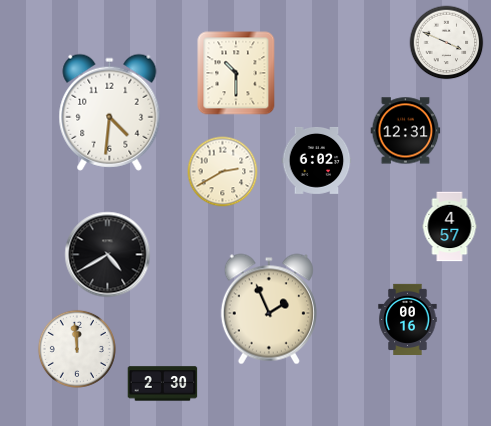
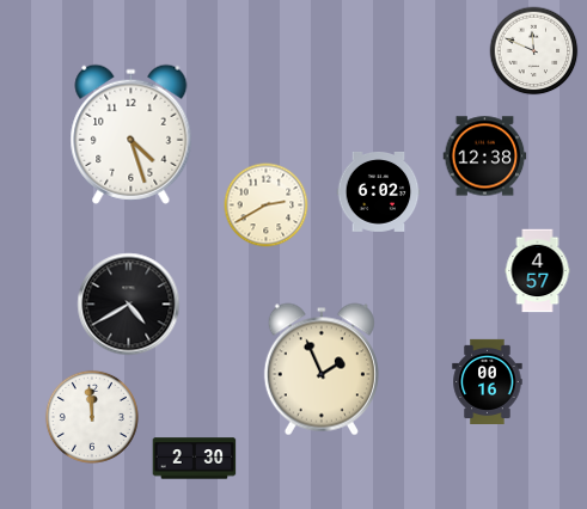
clock at (447, 43): 3:49 -> 11:49
clock at (236, 73): 10:30 -> none
clock at (110, 112): 4:31 -> 4:27
clock at (406, 131): 12:31 -> 12:38
